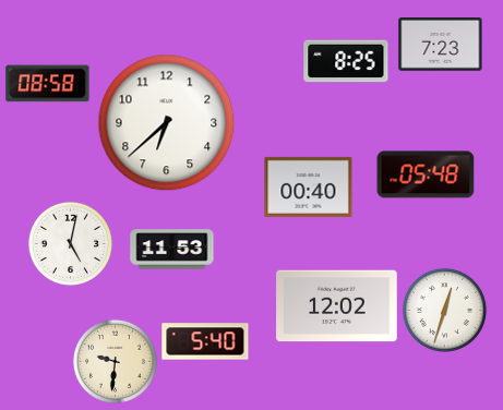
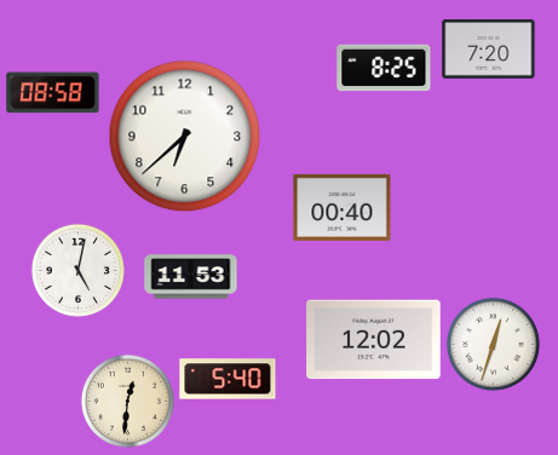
clock at (441, 45): 7:23 -> 7:20
clock at (426, 174): 05:48 -> none
clock at (115, 361): 9:31 -> 12:31
